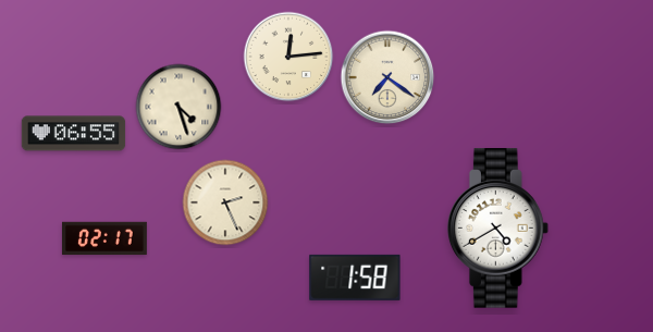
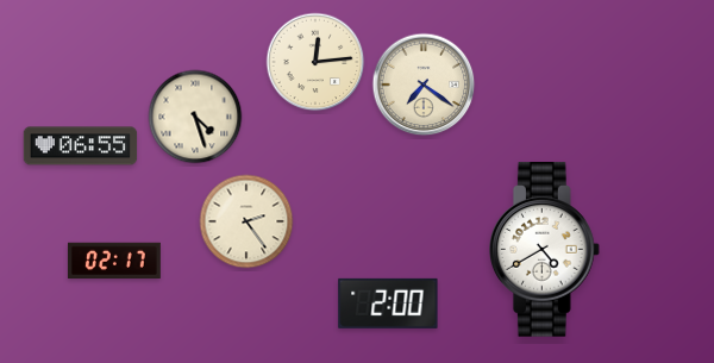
clock at (225, 202): 2:26 -> 2:24
clock at (355, 278): 1:58 -> 2:00
